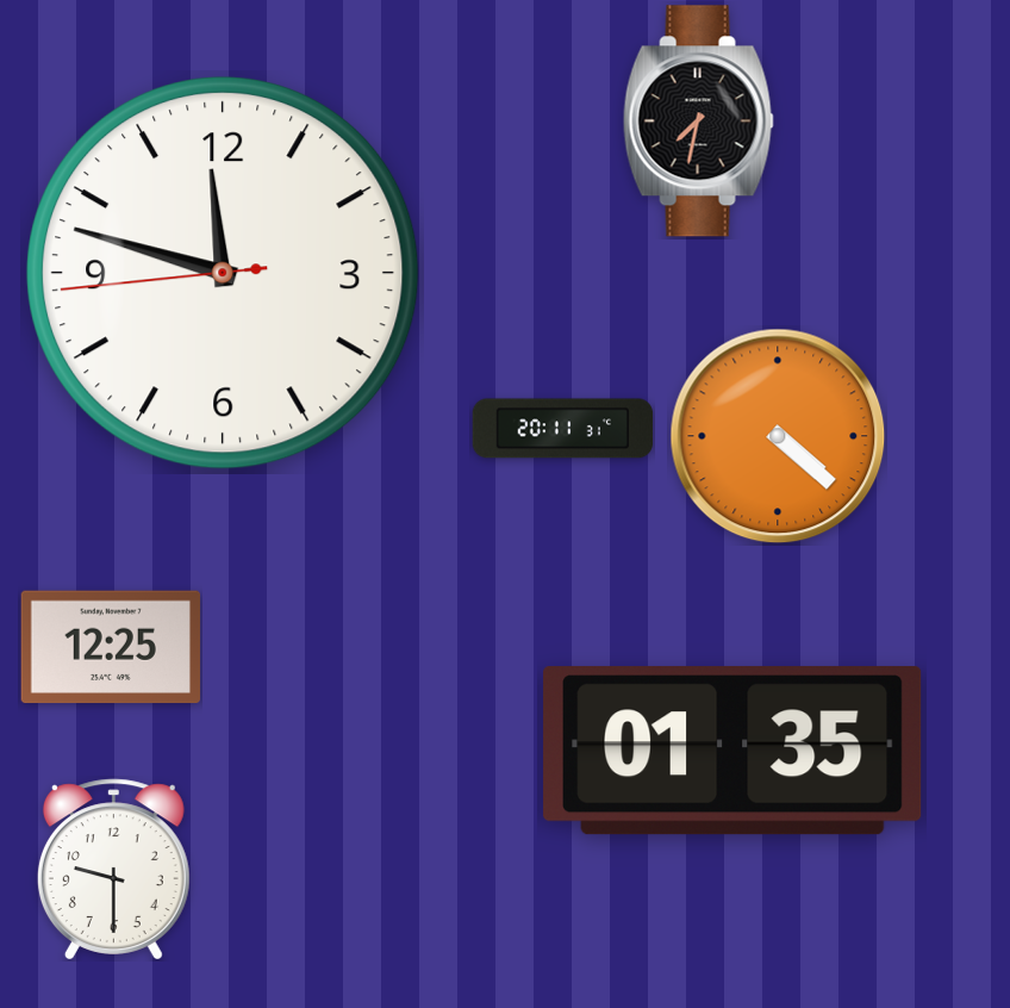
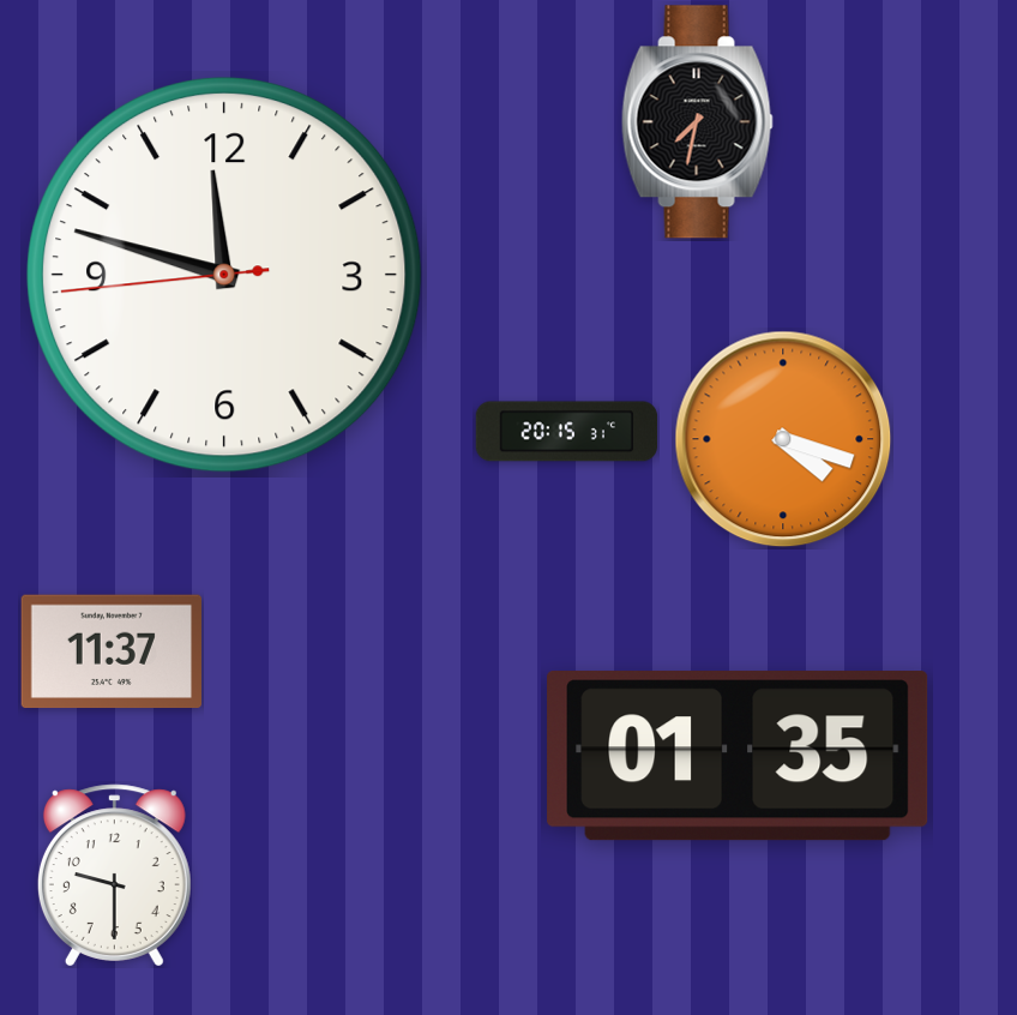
clock at (698, 122) position: (698, 122) -> (697, 122)
clock at (563, 429): 20:11 -> 20:15
clock at (778, 436): 4:22 -> 4:18
clock at (110, 647): 12:25 -> 11:37
